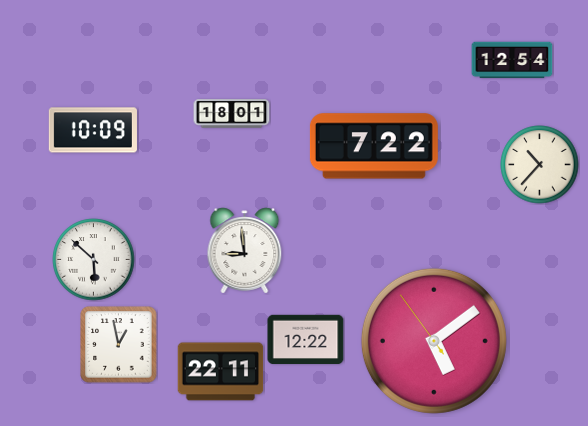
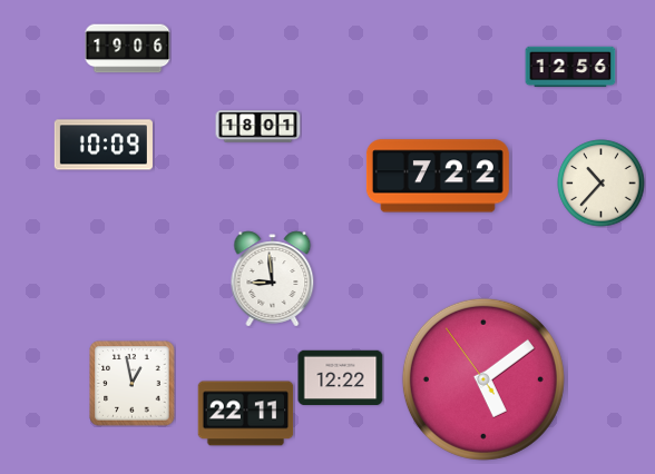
clock at (128, 49): none -> 19:06
clock at (512, 60): 12:54 -> 12:56
clock at (374, 146) position: (374, 146) -> (438, 176)
clock at (94, 260): 5:52 -> none
